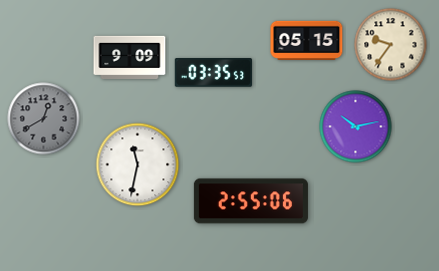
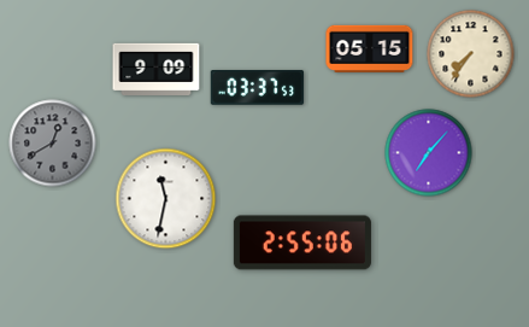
clock at (391, 45): 9:36 -> 7:36
clock at (214, 73): 03:35 -> 03:37
clock at (356, 127): 10:13 -> 7:07
